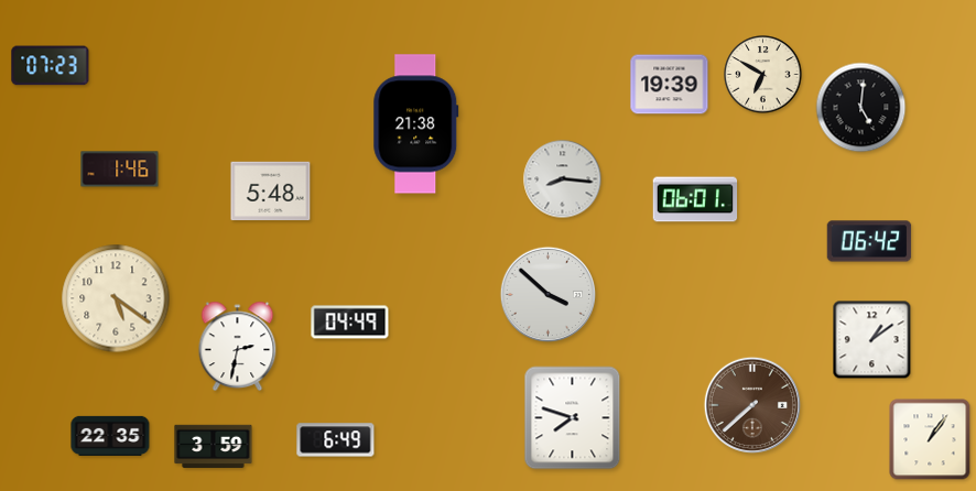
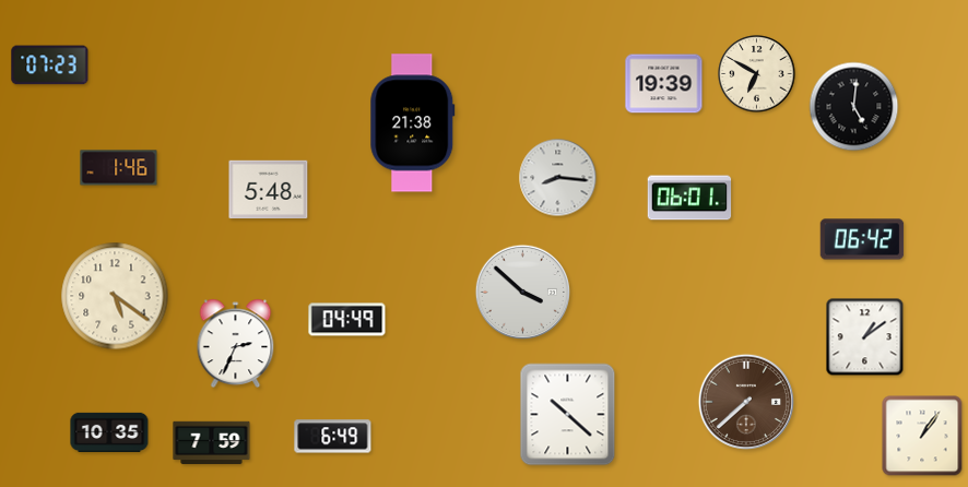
clock at (547, 294) position: (547, 294) -> (522, 292)
clock at (238, 347): 2:32 -> 2:34
clock at (573, 418): 7:48 -> 10:22
clock at (110, 436): 22:35 -> 10:35
clock at (214, 447): 3:59 -> 7:59
